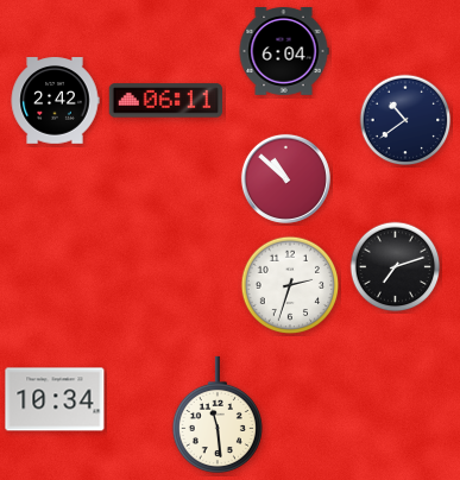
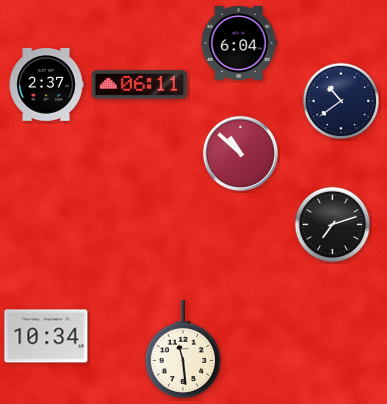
clock at (55, 101): 2:42 -> 2:37
clock at (285, 178) position: (285, 178) -> (240, 153)
clock at (290, 285): 2:33 -> none
